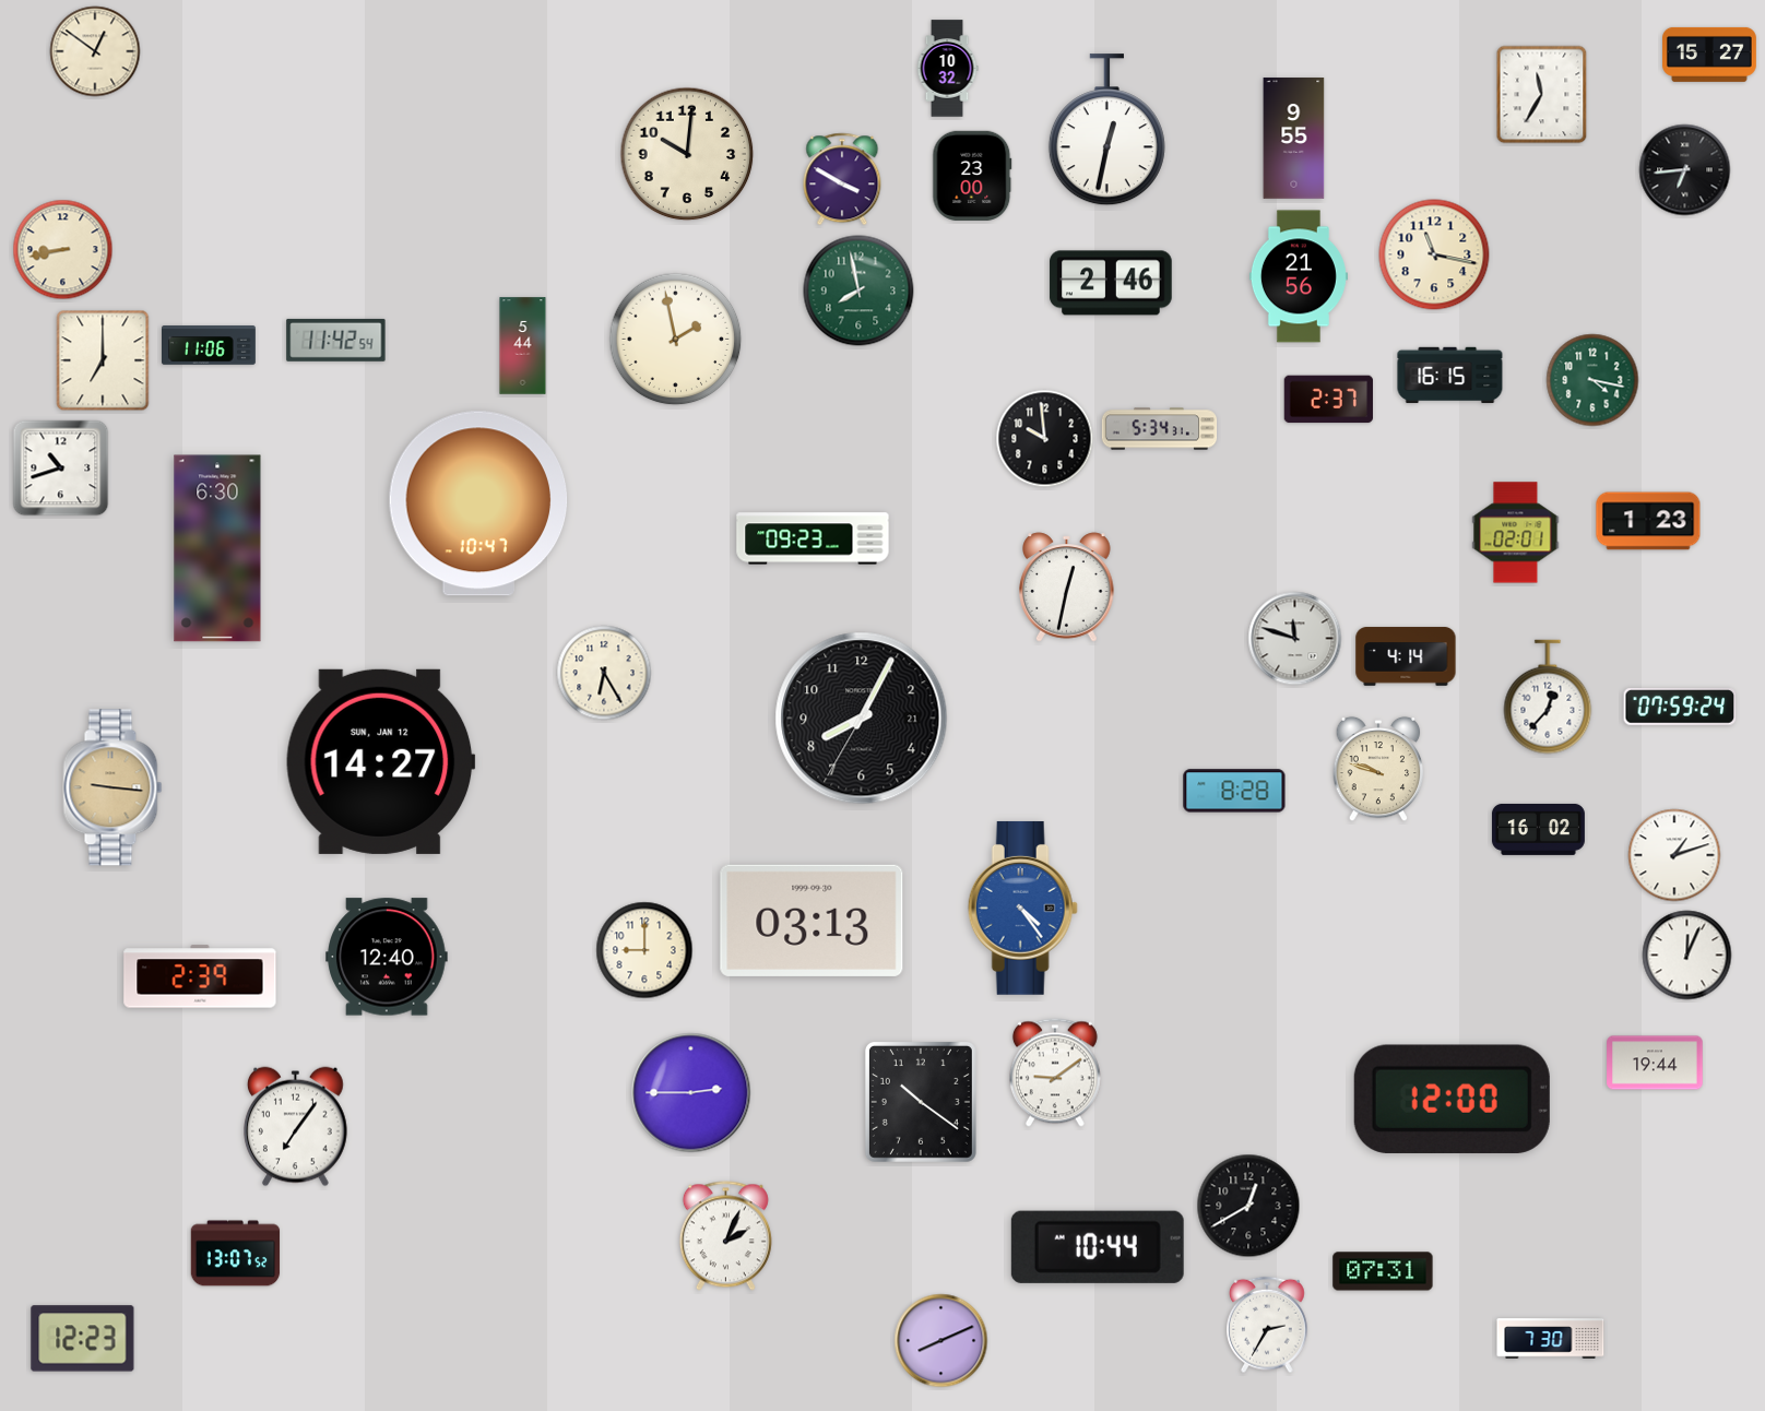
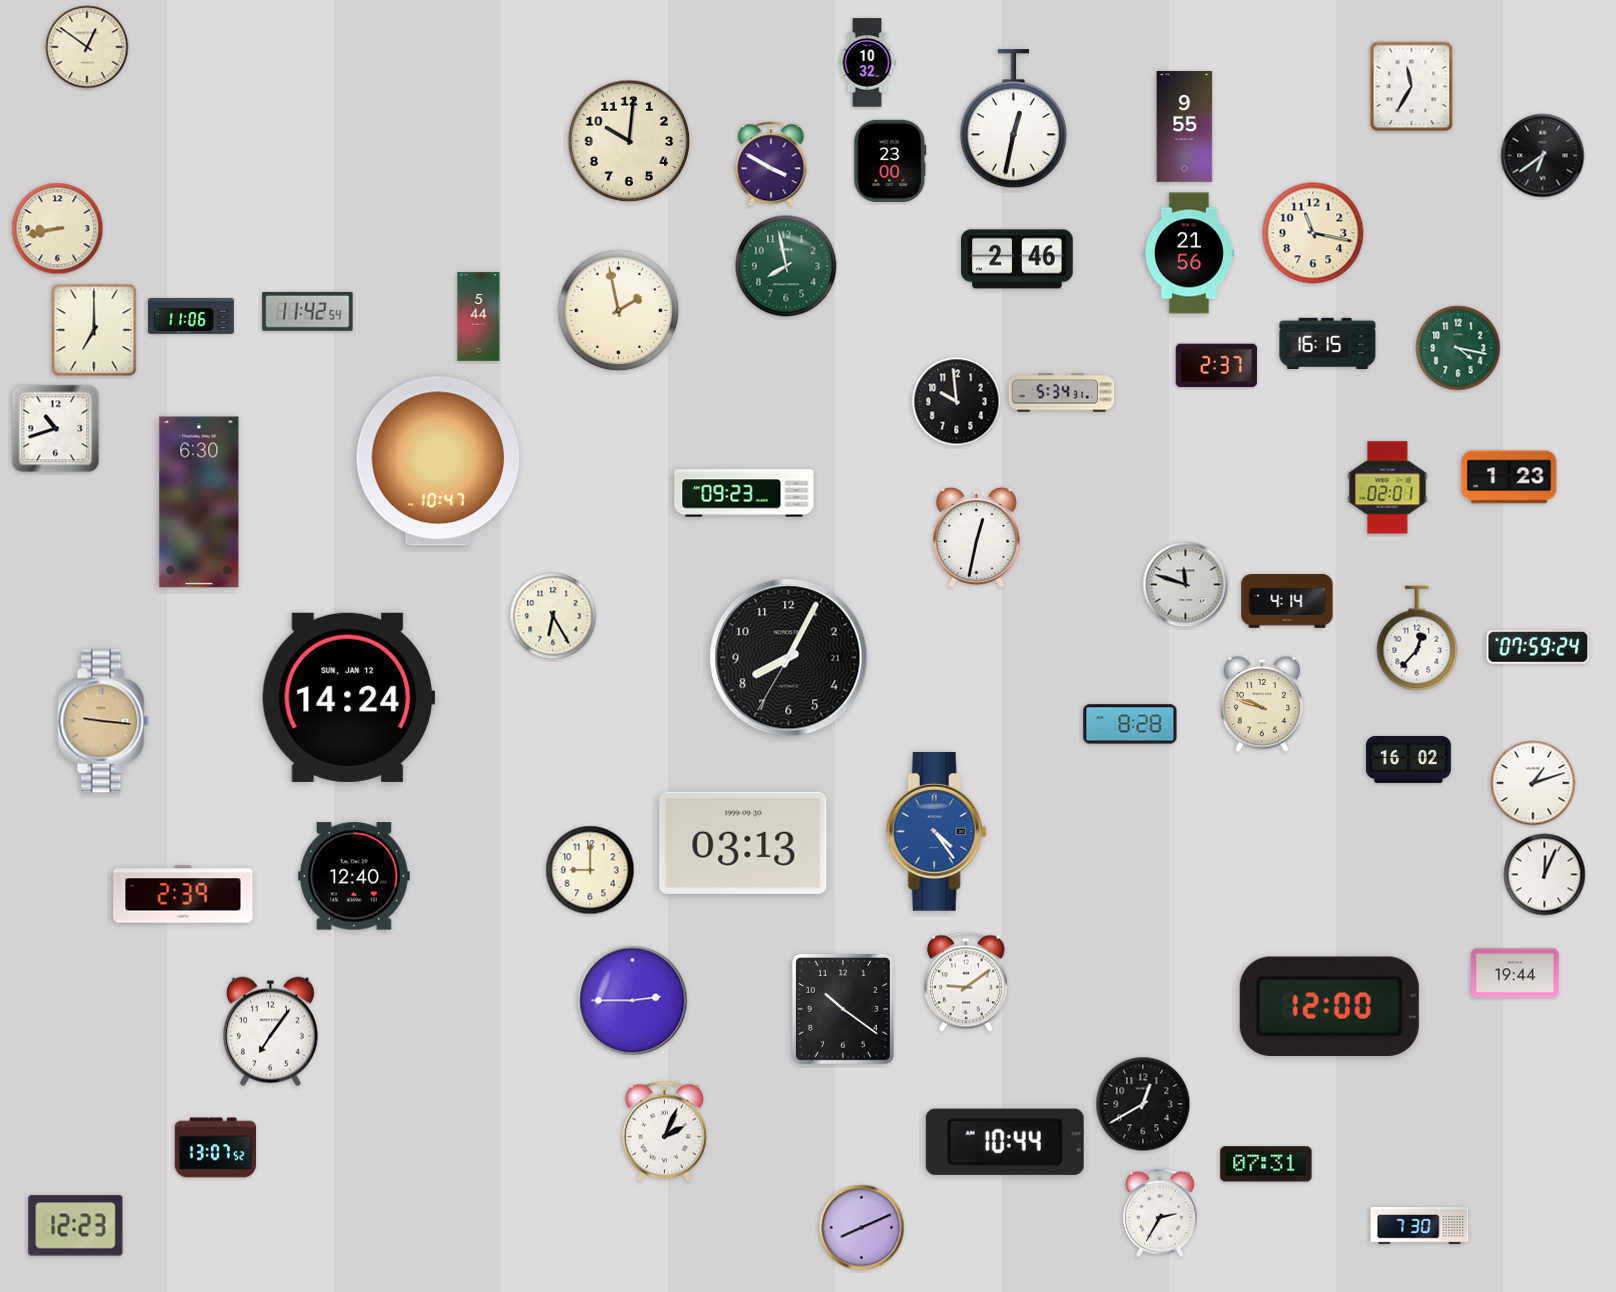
clock at (1710, 55): 15:27 -> none
clock at (1685, 170): 6:44 -> 6:39
clock at (381, 761): 14:27 -> 14:24
